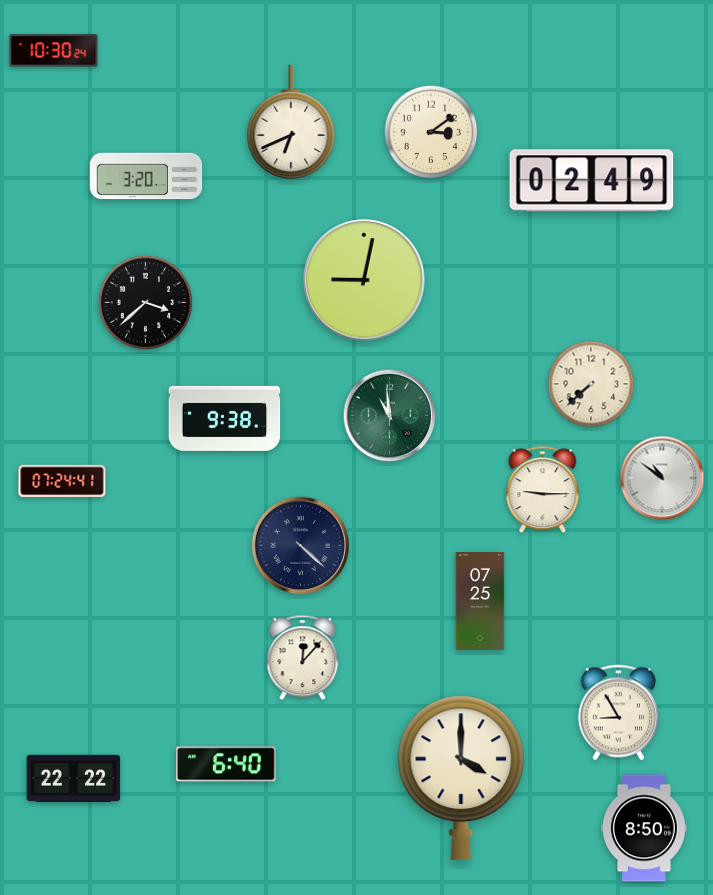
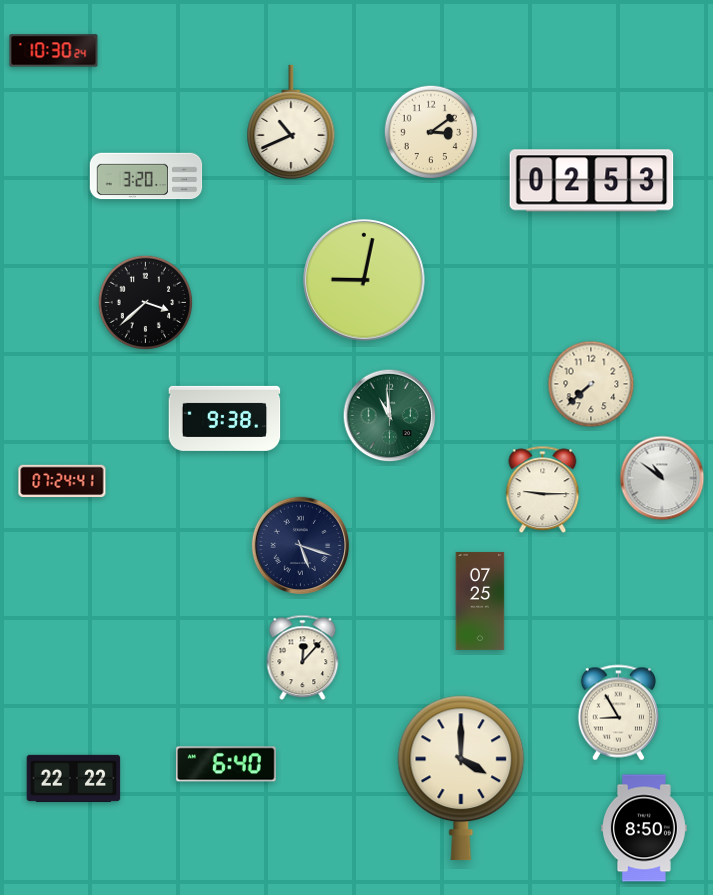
clock at (291, 122): 6:41 -> 10:41
clock at (592, 181): 02:49 -> 02:53
clock at (300, 545): 4:22 -> 5:18
